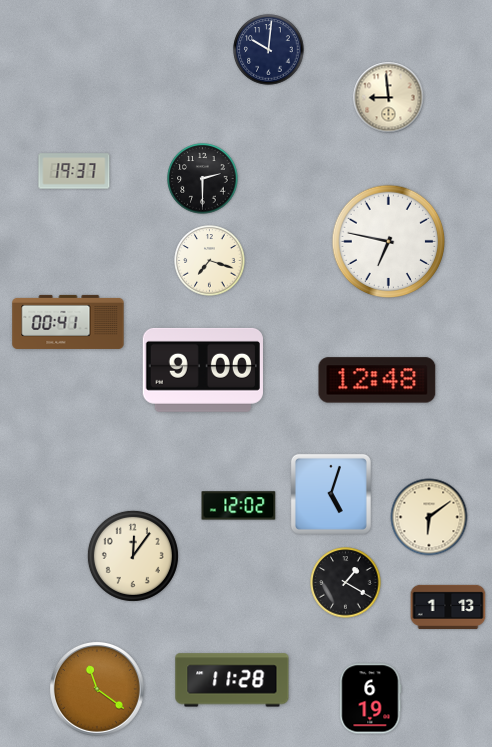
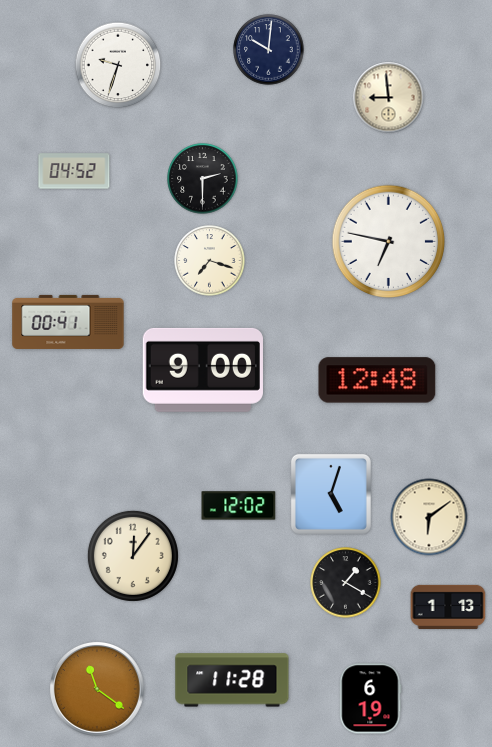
clock at (118, 65): none -> 9:33
clock at (74, 171): 19:37 -> 04:52
